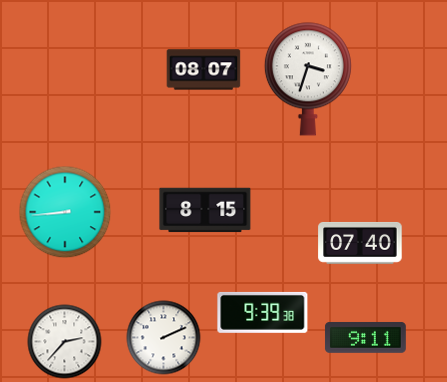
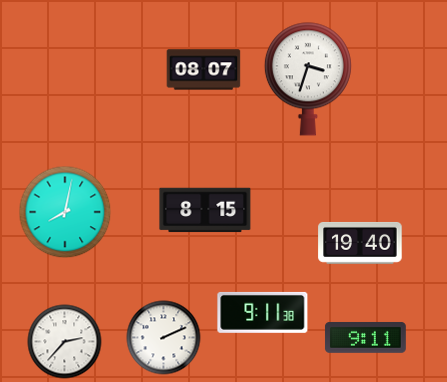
clock at (65, 212): 8:44 -> 8:02
clock at (360, 243): 07:40 -> 19:40
clock at (263, 312): 9:39 -> 9:11
